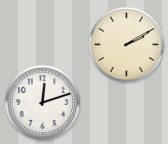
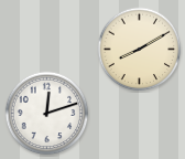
clock at (127, 45): 2:10 -> 8:10
